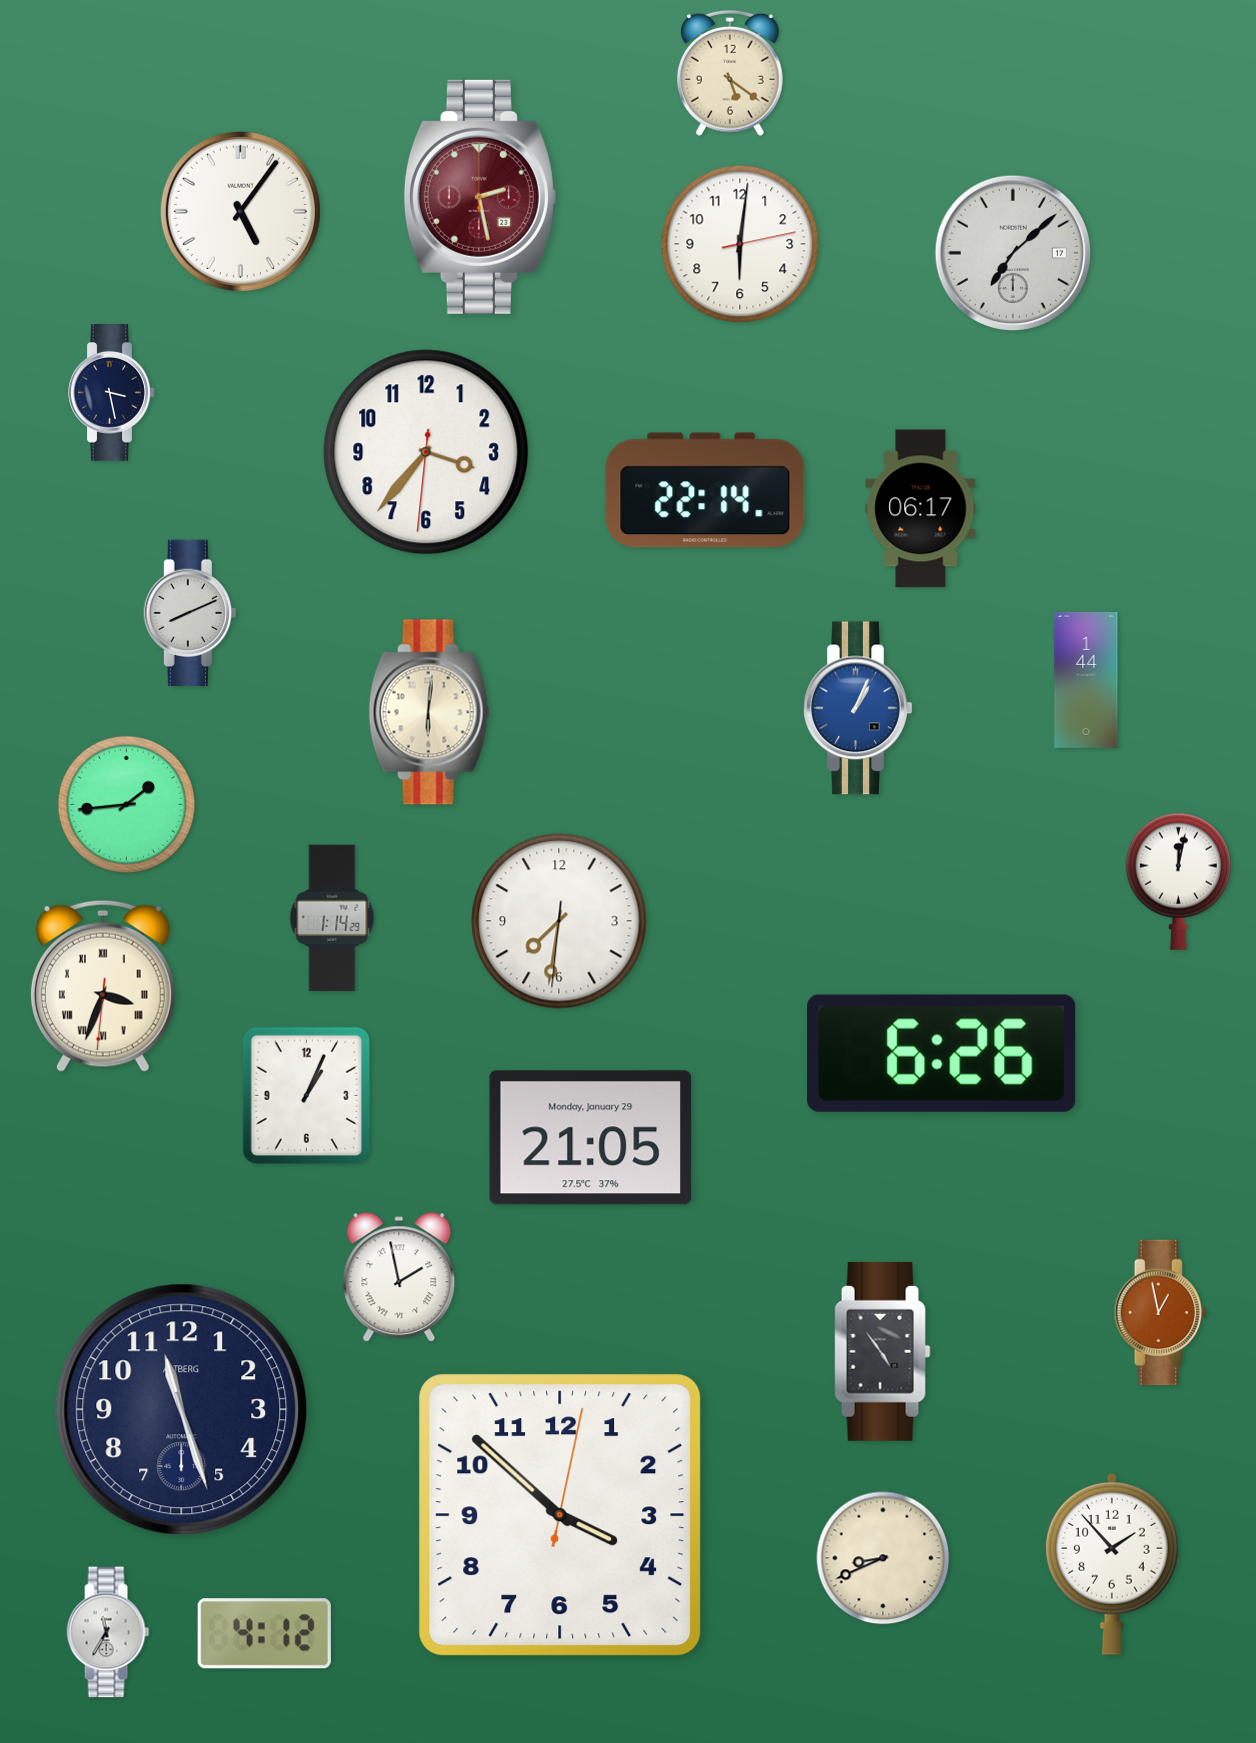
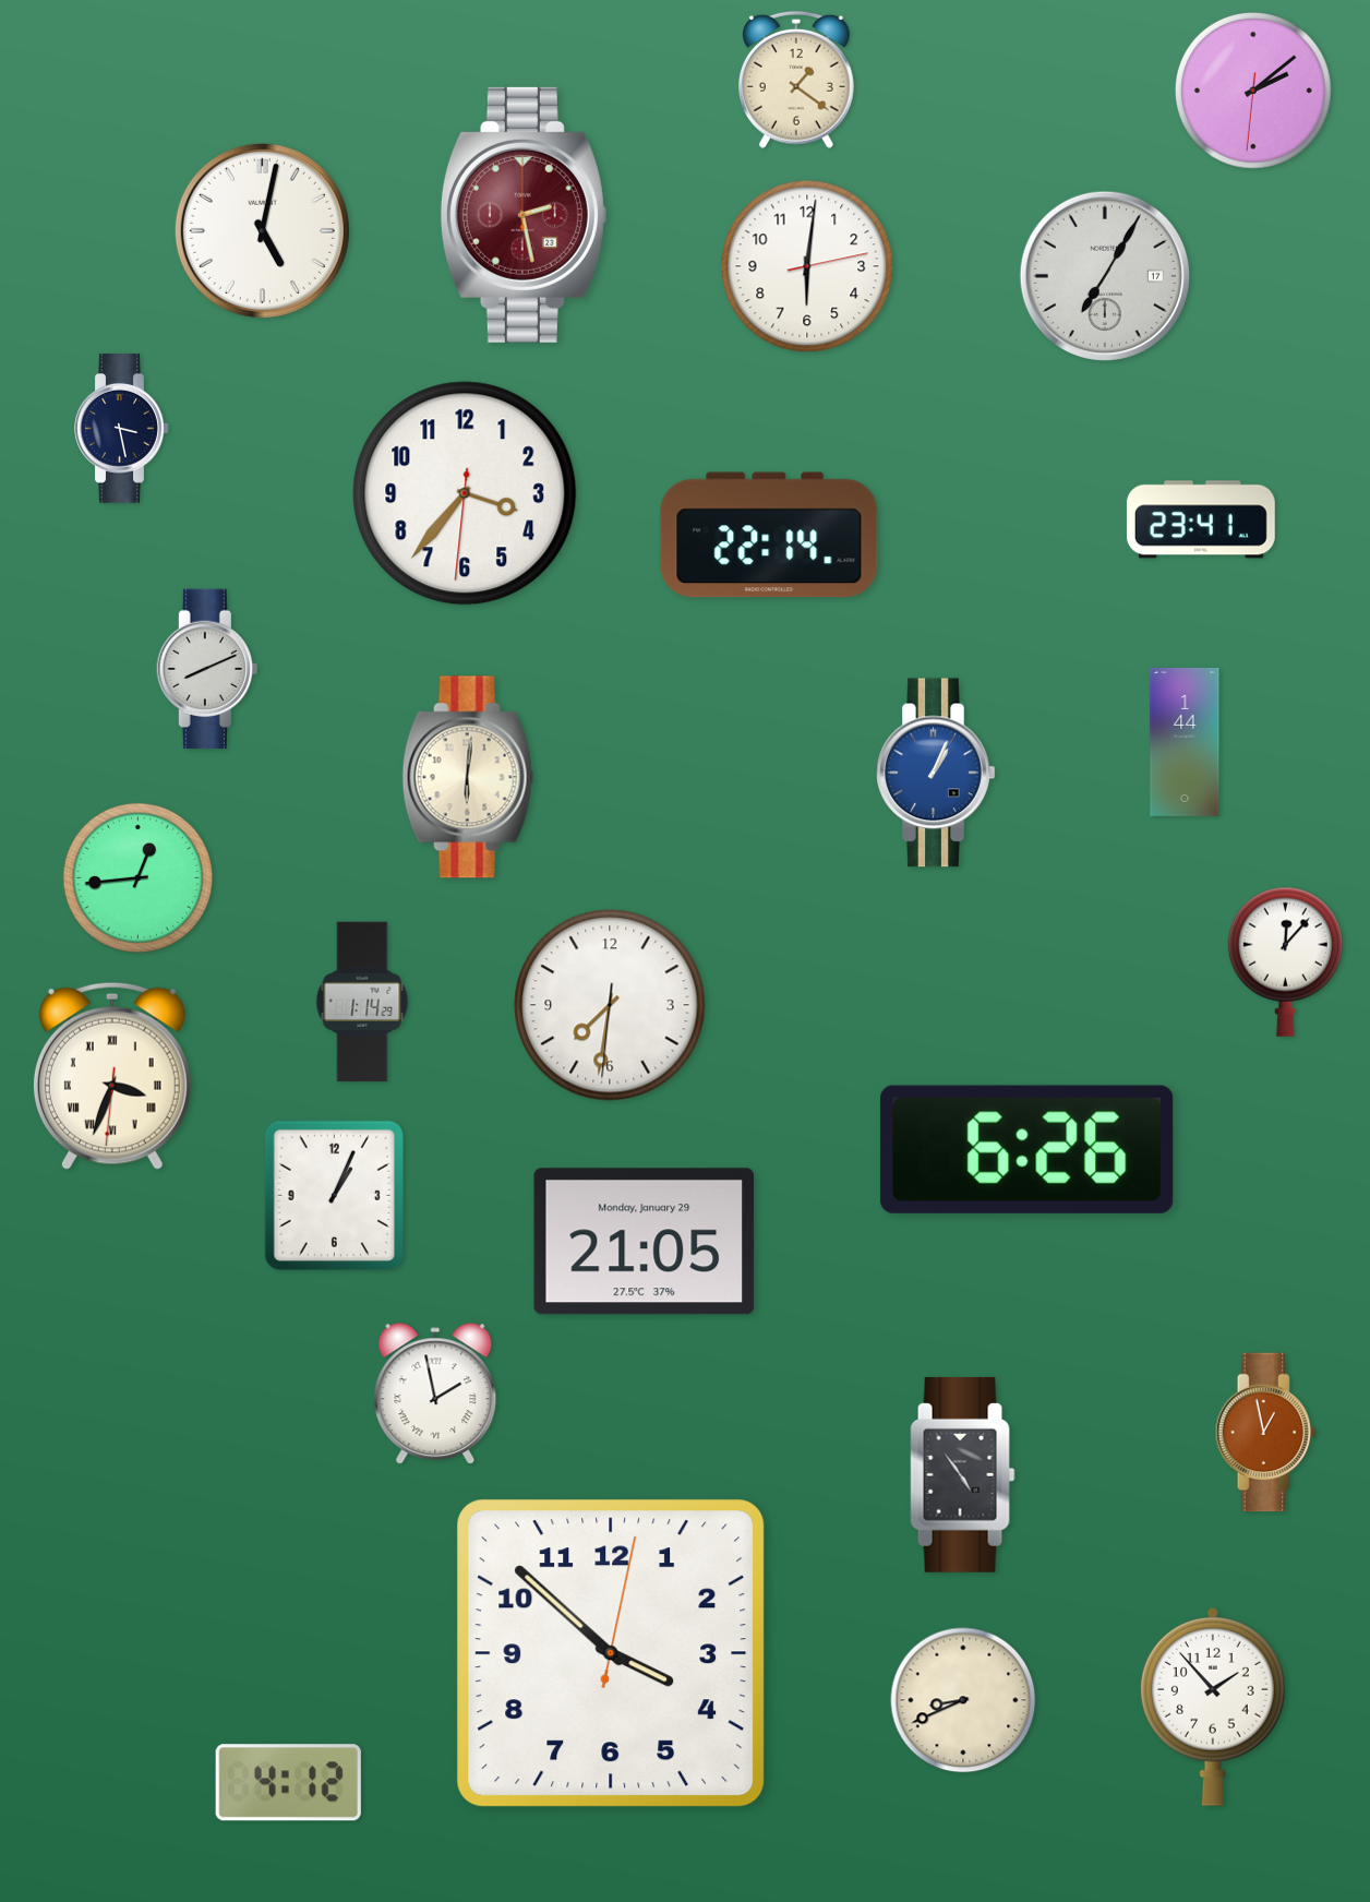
clock at (730, 73): 5:21 -> 1:21
clock at (1253, 91): none -> 2:08
clock at (240, 211): 5:06 -> 5:02
clock at (1013, 253): 7:08 -> 7:05
clock at (1201, 519): none -> 23:41
clock at (921, 509): 06:17 -> none
clock at (126, 804): 1:44 -> 12:44
clock at (1178, 881): 12:02 -> 12:07
clock at (182, 1410): 11:27 -> none
clock at (108, 1632): 11:35 -> none
